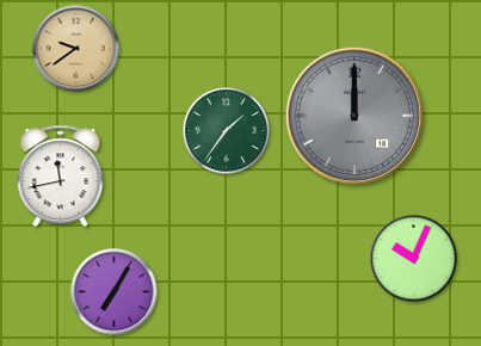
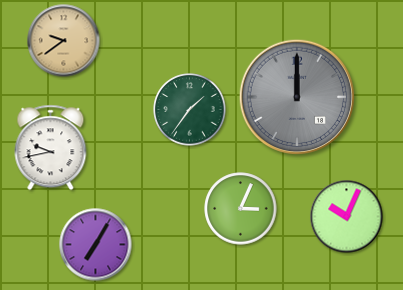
clock at (61, 177): 11:43 -> 9:43
clock at (241, 209): none -> 3:04
